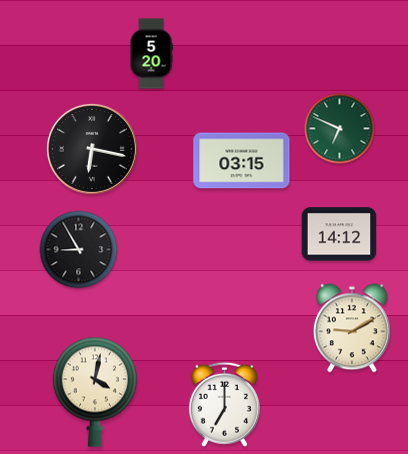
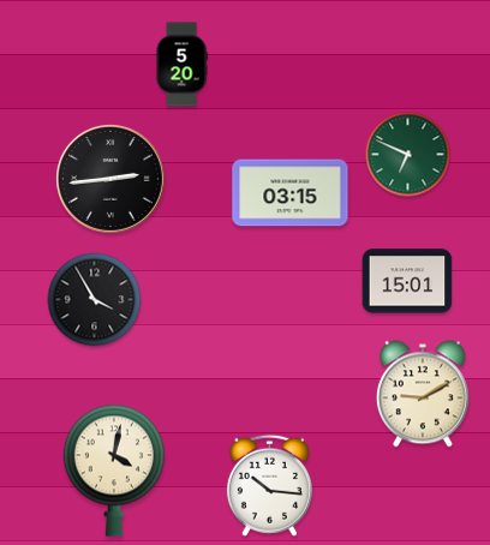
clock at (93, 150): 6:17 -> 2:44
clock at (339, 234): 14:12 -> 15:01
clock at (79, 250): 8:55 -> 3:55
clock at (224, 404): 7:00 -> 10:16
